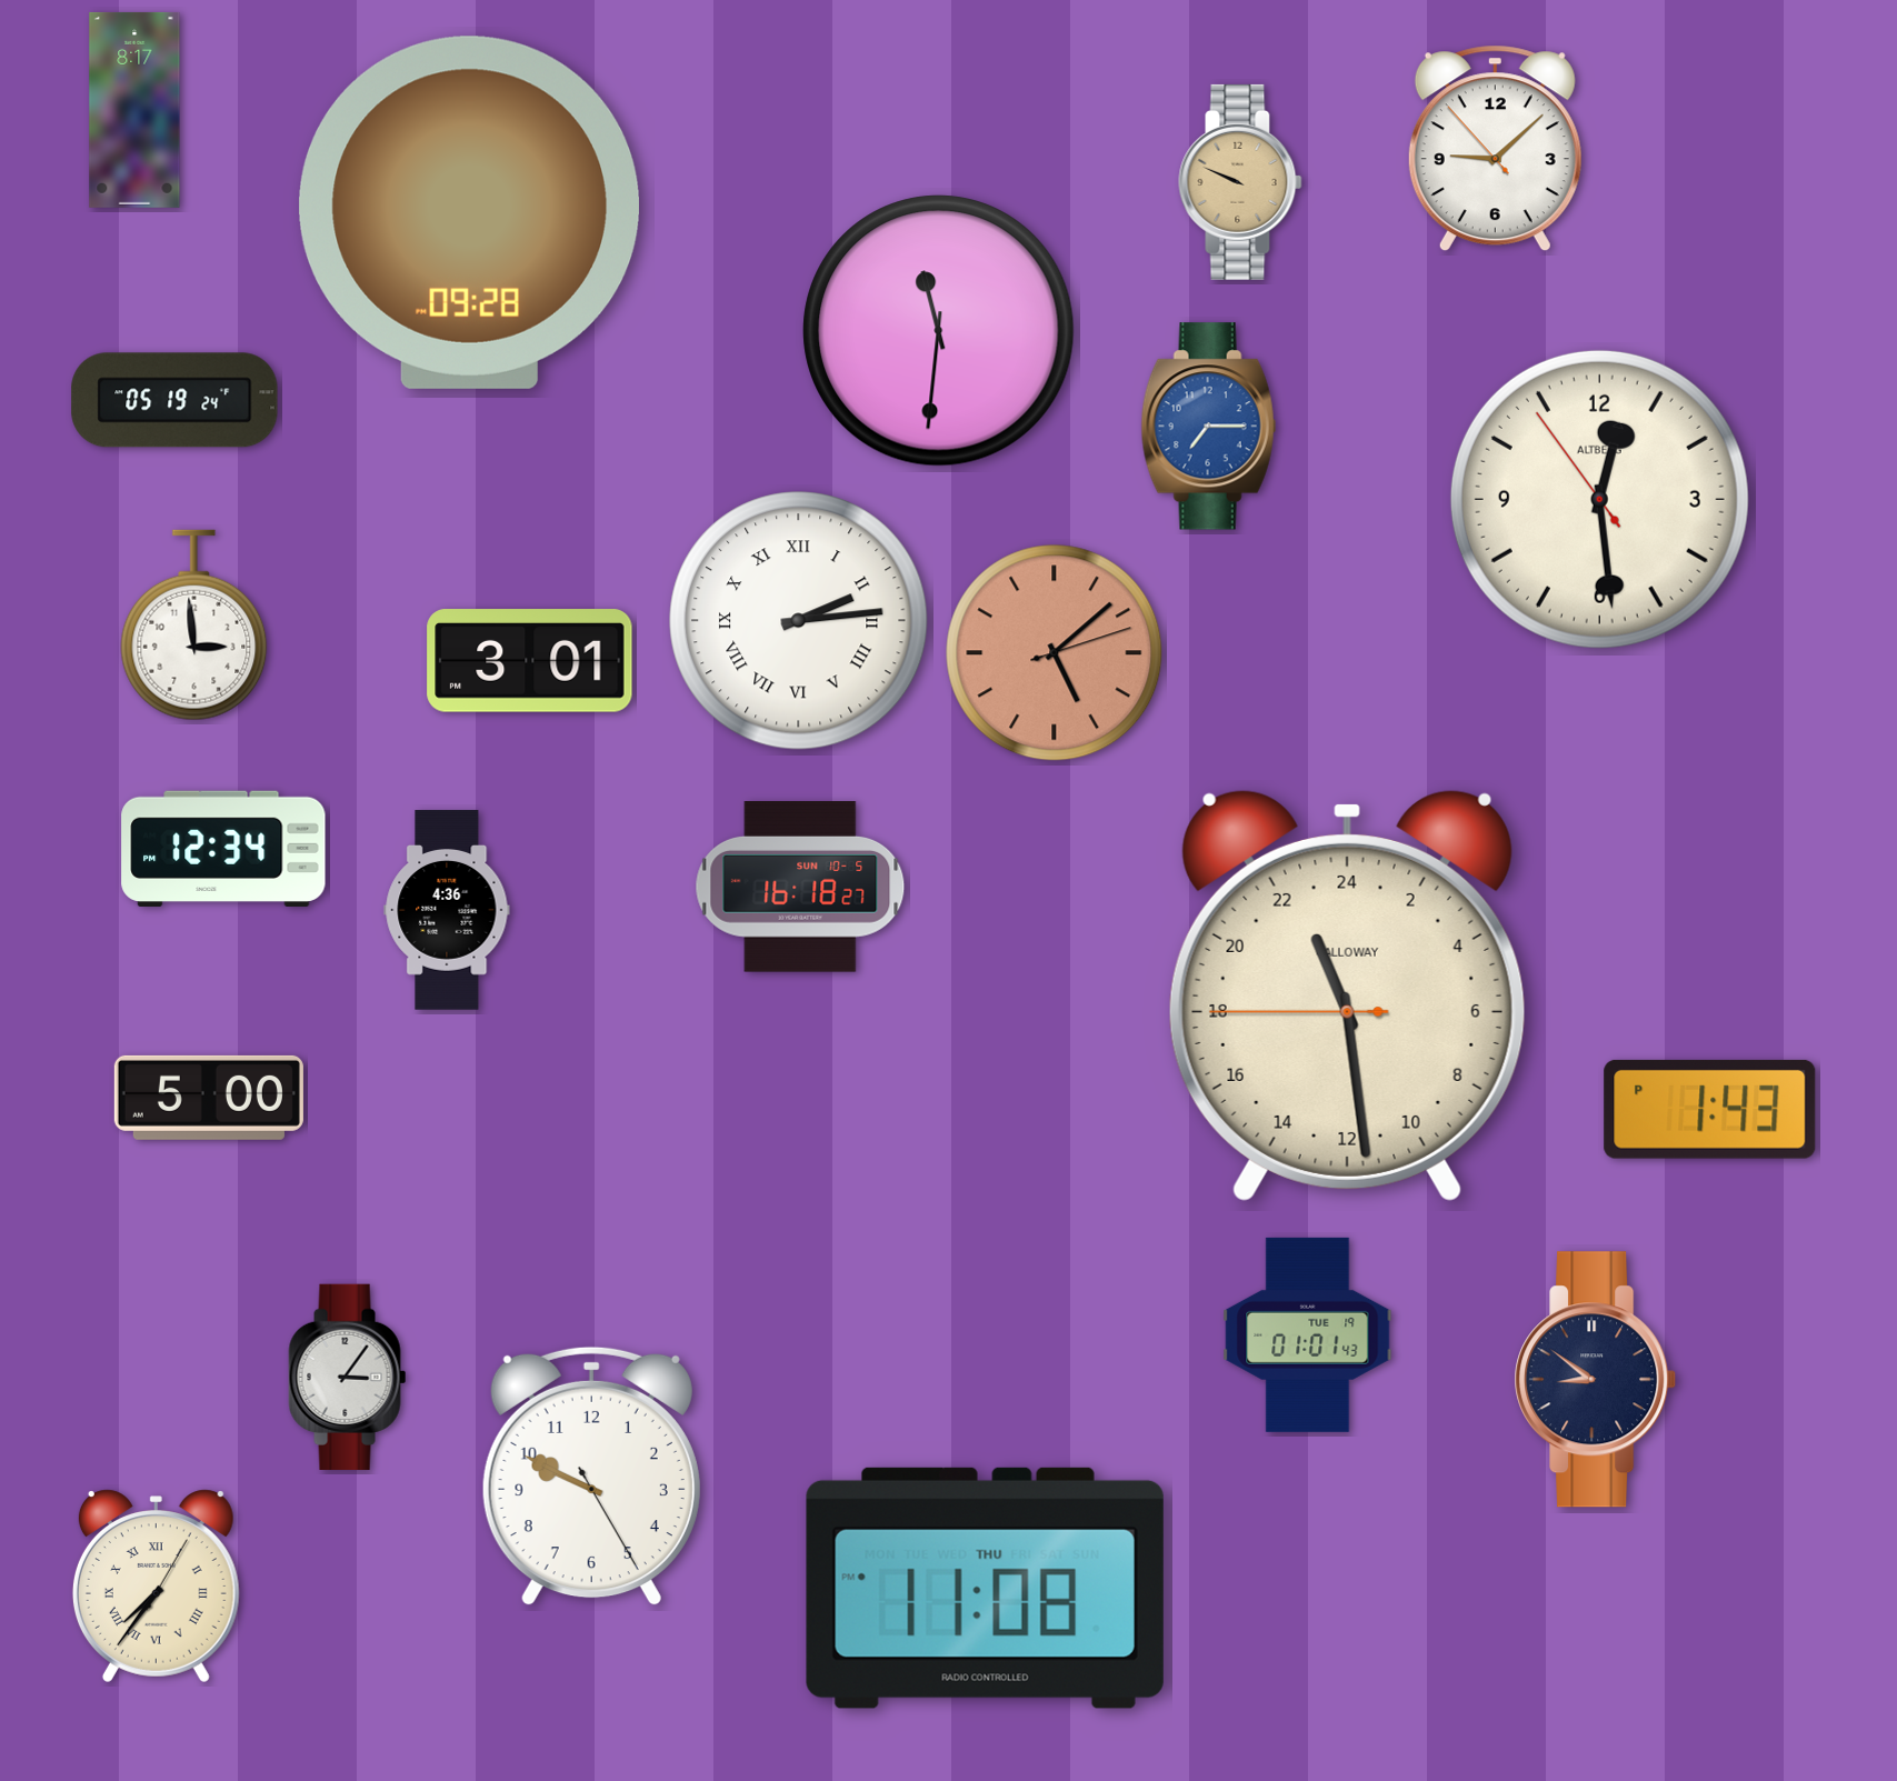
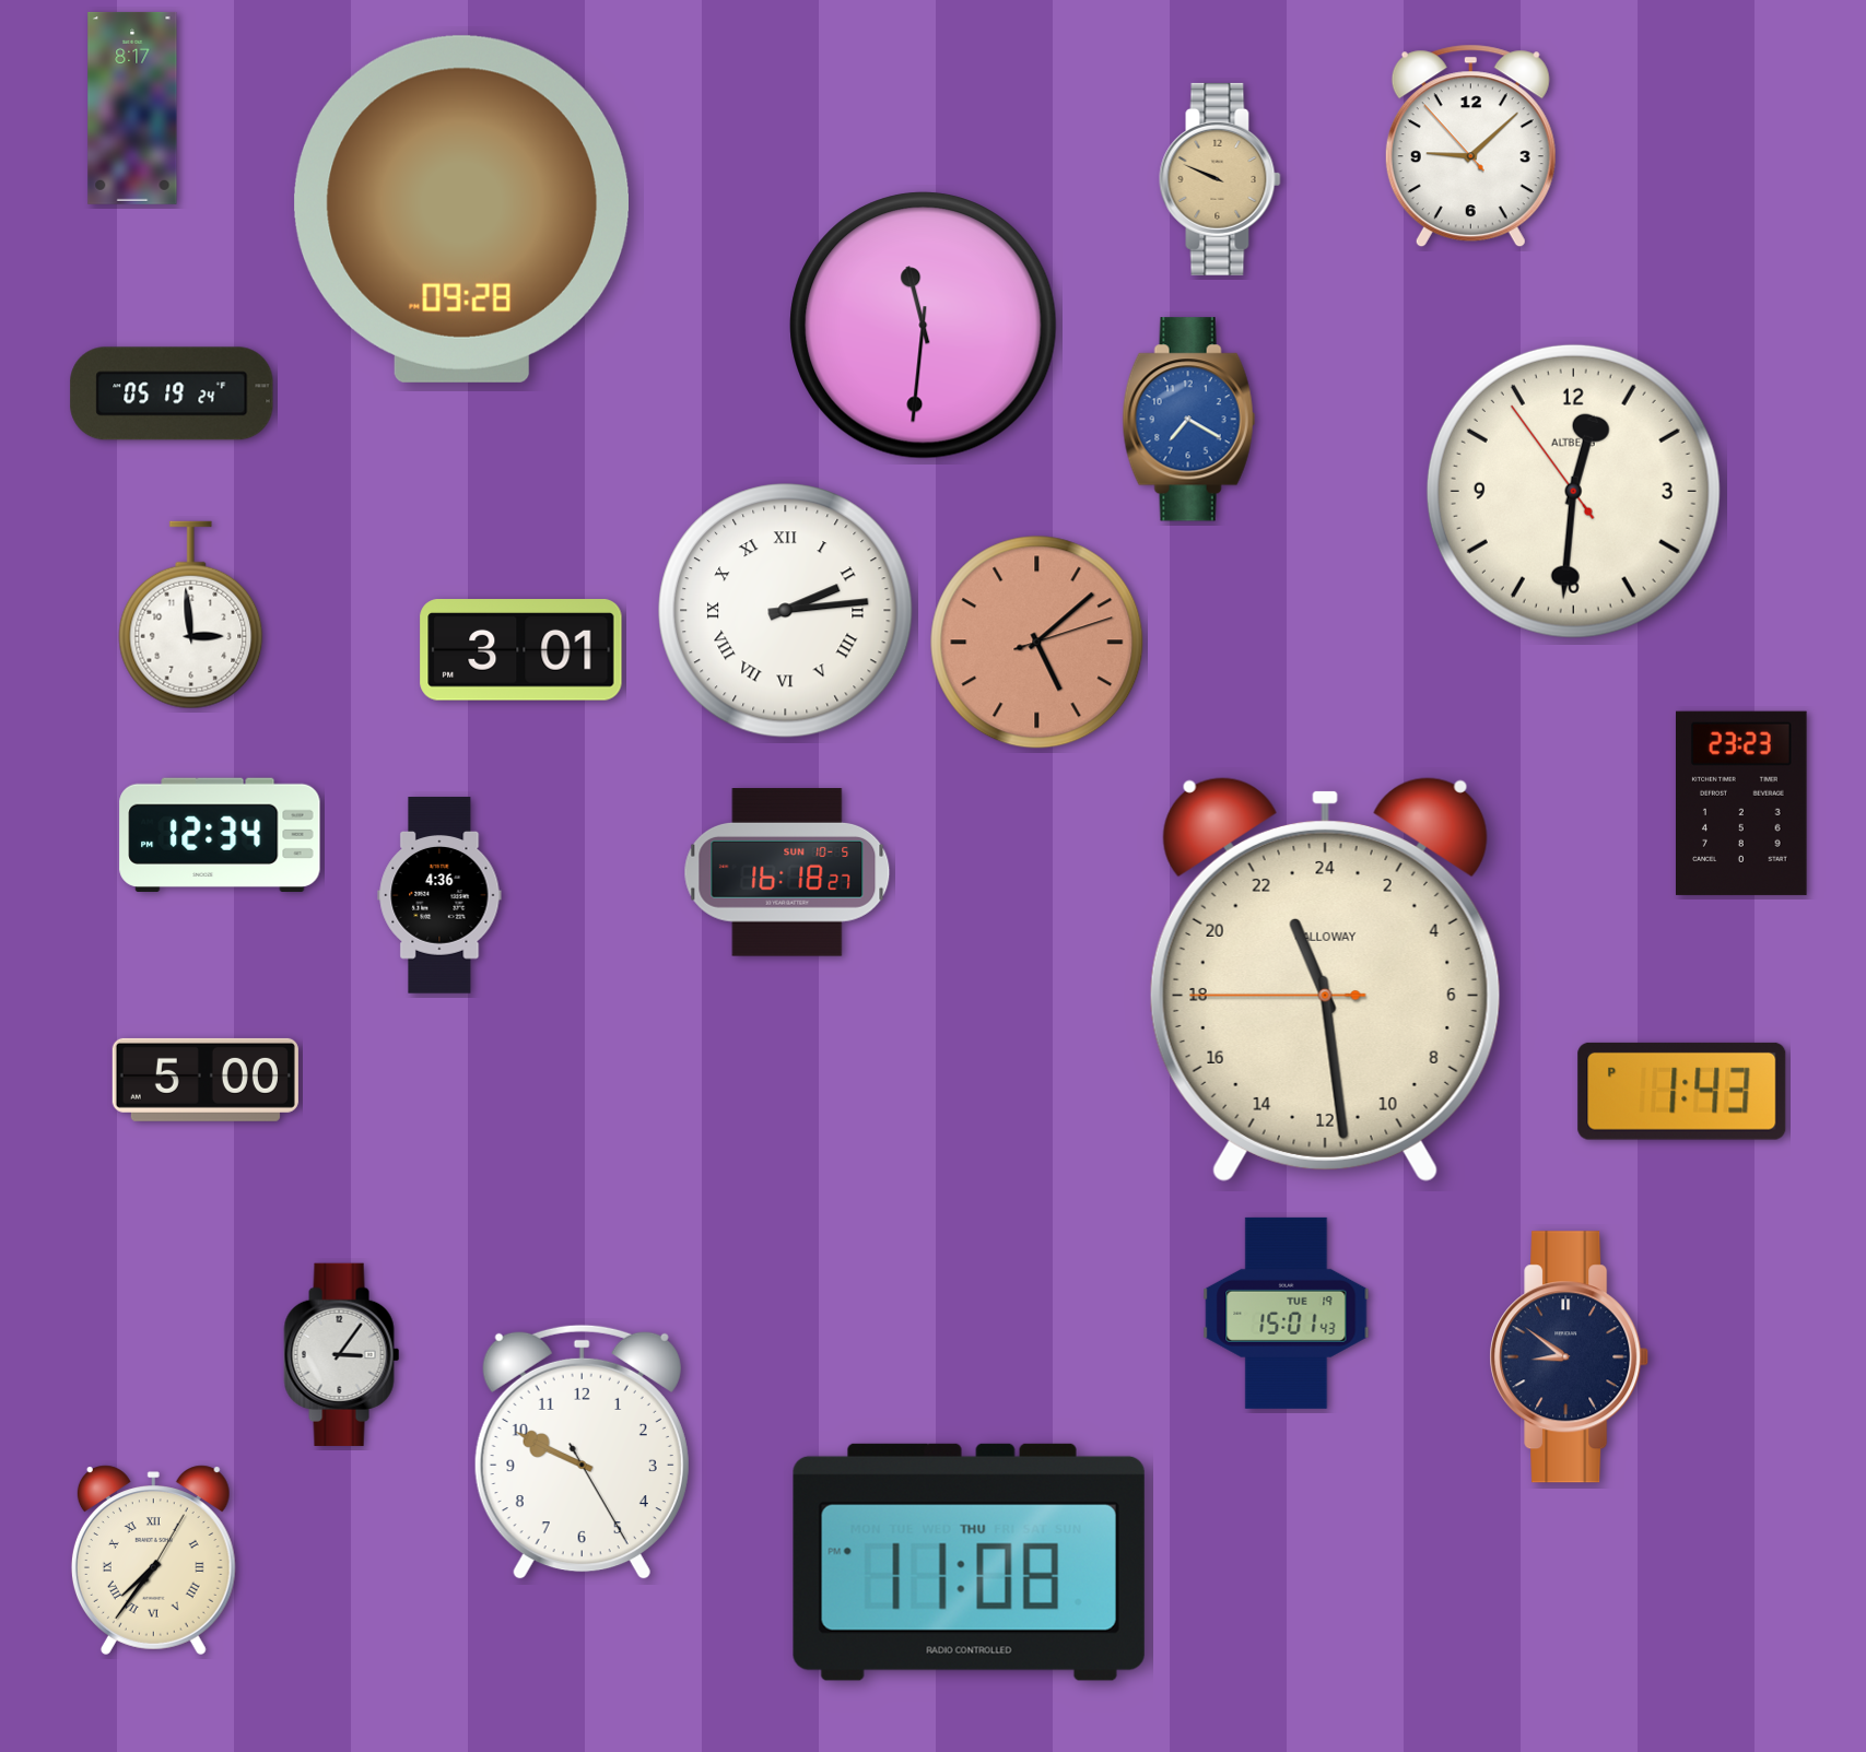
clock at (1209, 427): 7:15 -> 7:20
clock at (1599, 499): 12:28 -> 12:30
clock at (1742, 803): none -> 23:23
clock at (1308, 1334): 01:01 -> 15:01
